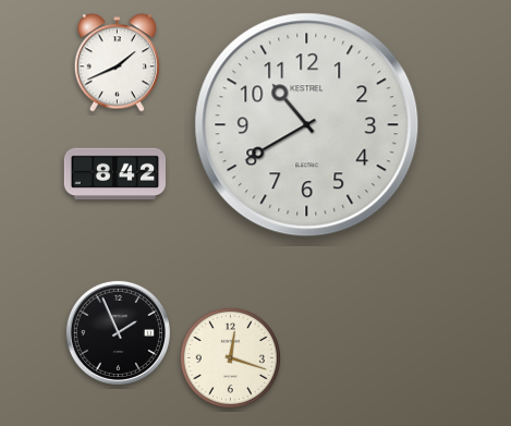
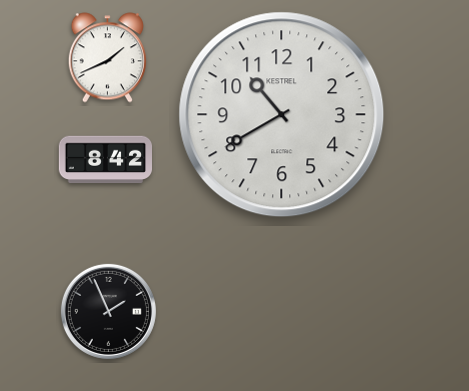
clock at (118, 332) position: (118, 332) -> (108, 311)
clock at (230, 357): 12:18 -> none
